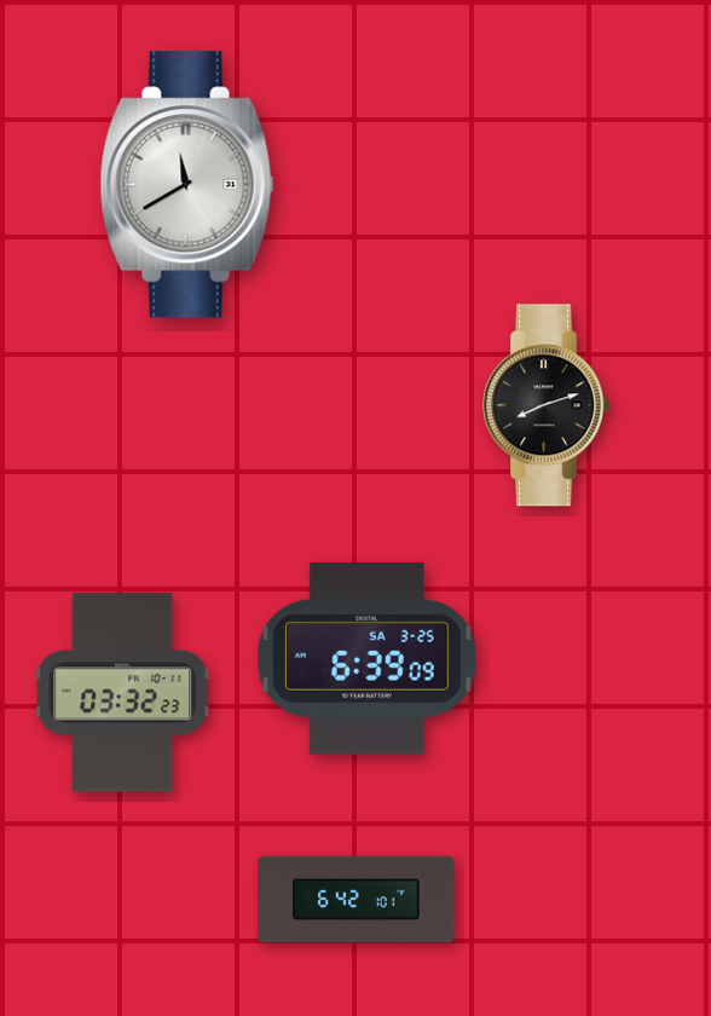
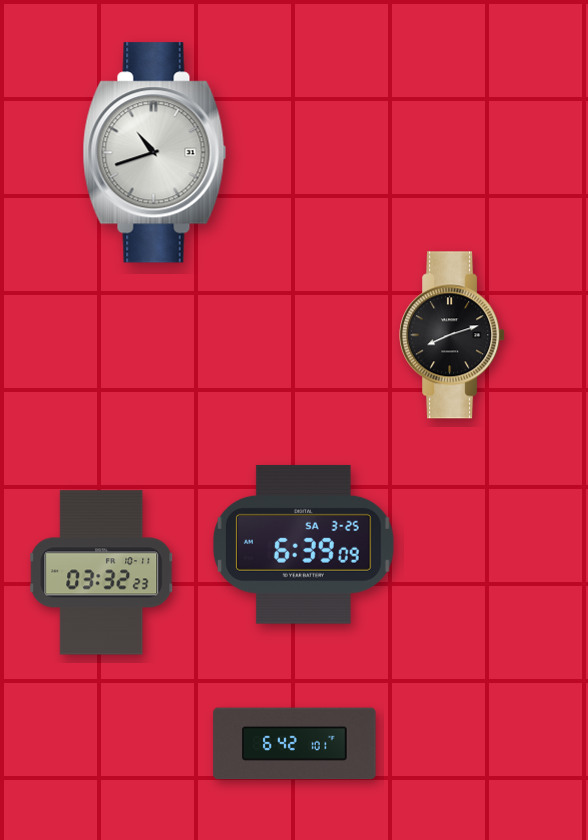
clock at (187, 185): 11:40 -> 10:42
